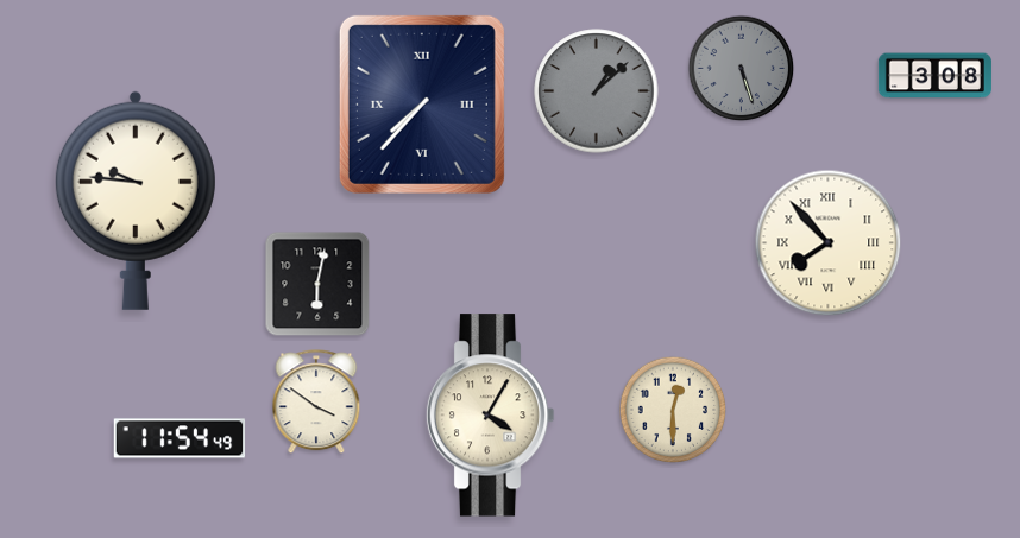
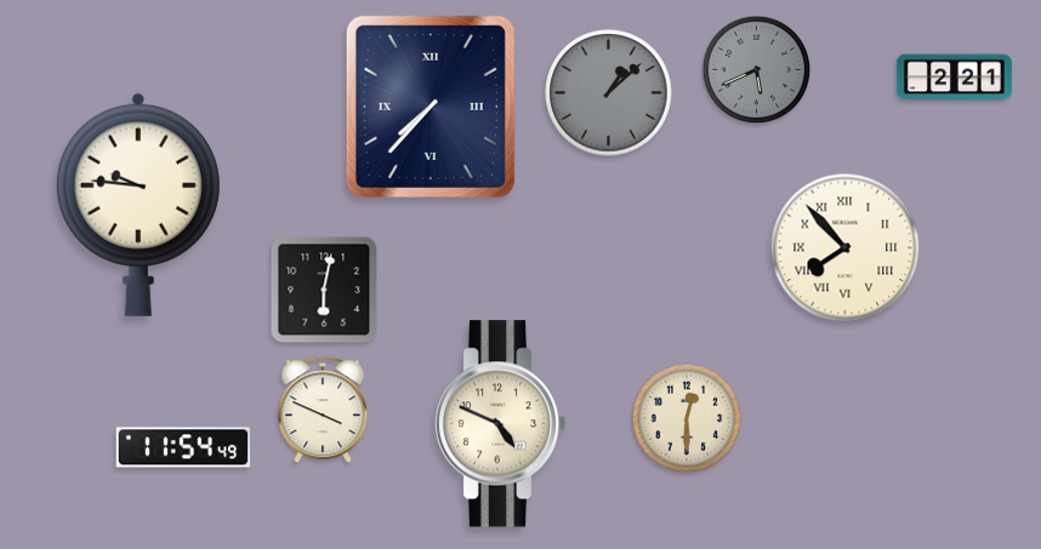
clock at (742, 69): 5:27 -> 5:41
clock at (934, 76): 3:08 -> 2:21
clock at (316, 403): 3:51 -> 3:49
clock at (490, 416): 4:05 -> 4:49
